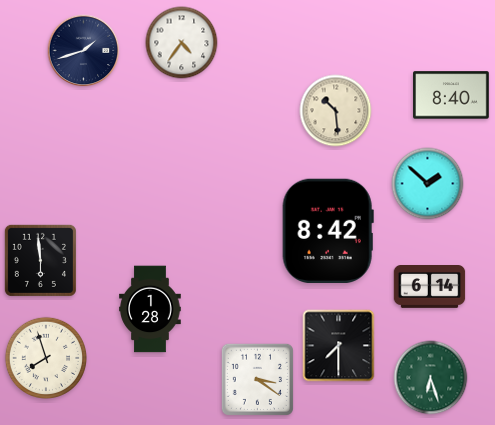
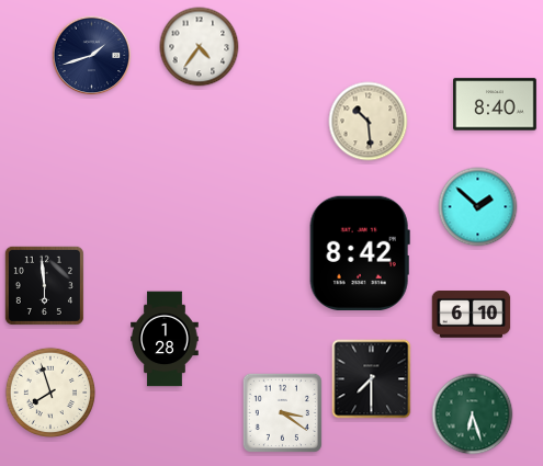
clock at (428, 184) position: (428, 184) -> (478, 207)
clock at (430, 287): 6:14 -> 6:10
clock at (257, 379) position: (257, 379) -> (282, 412)
